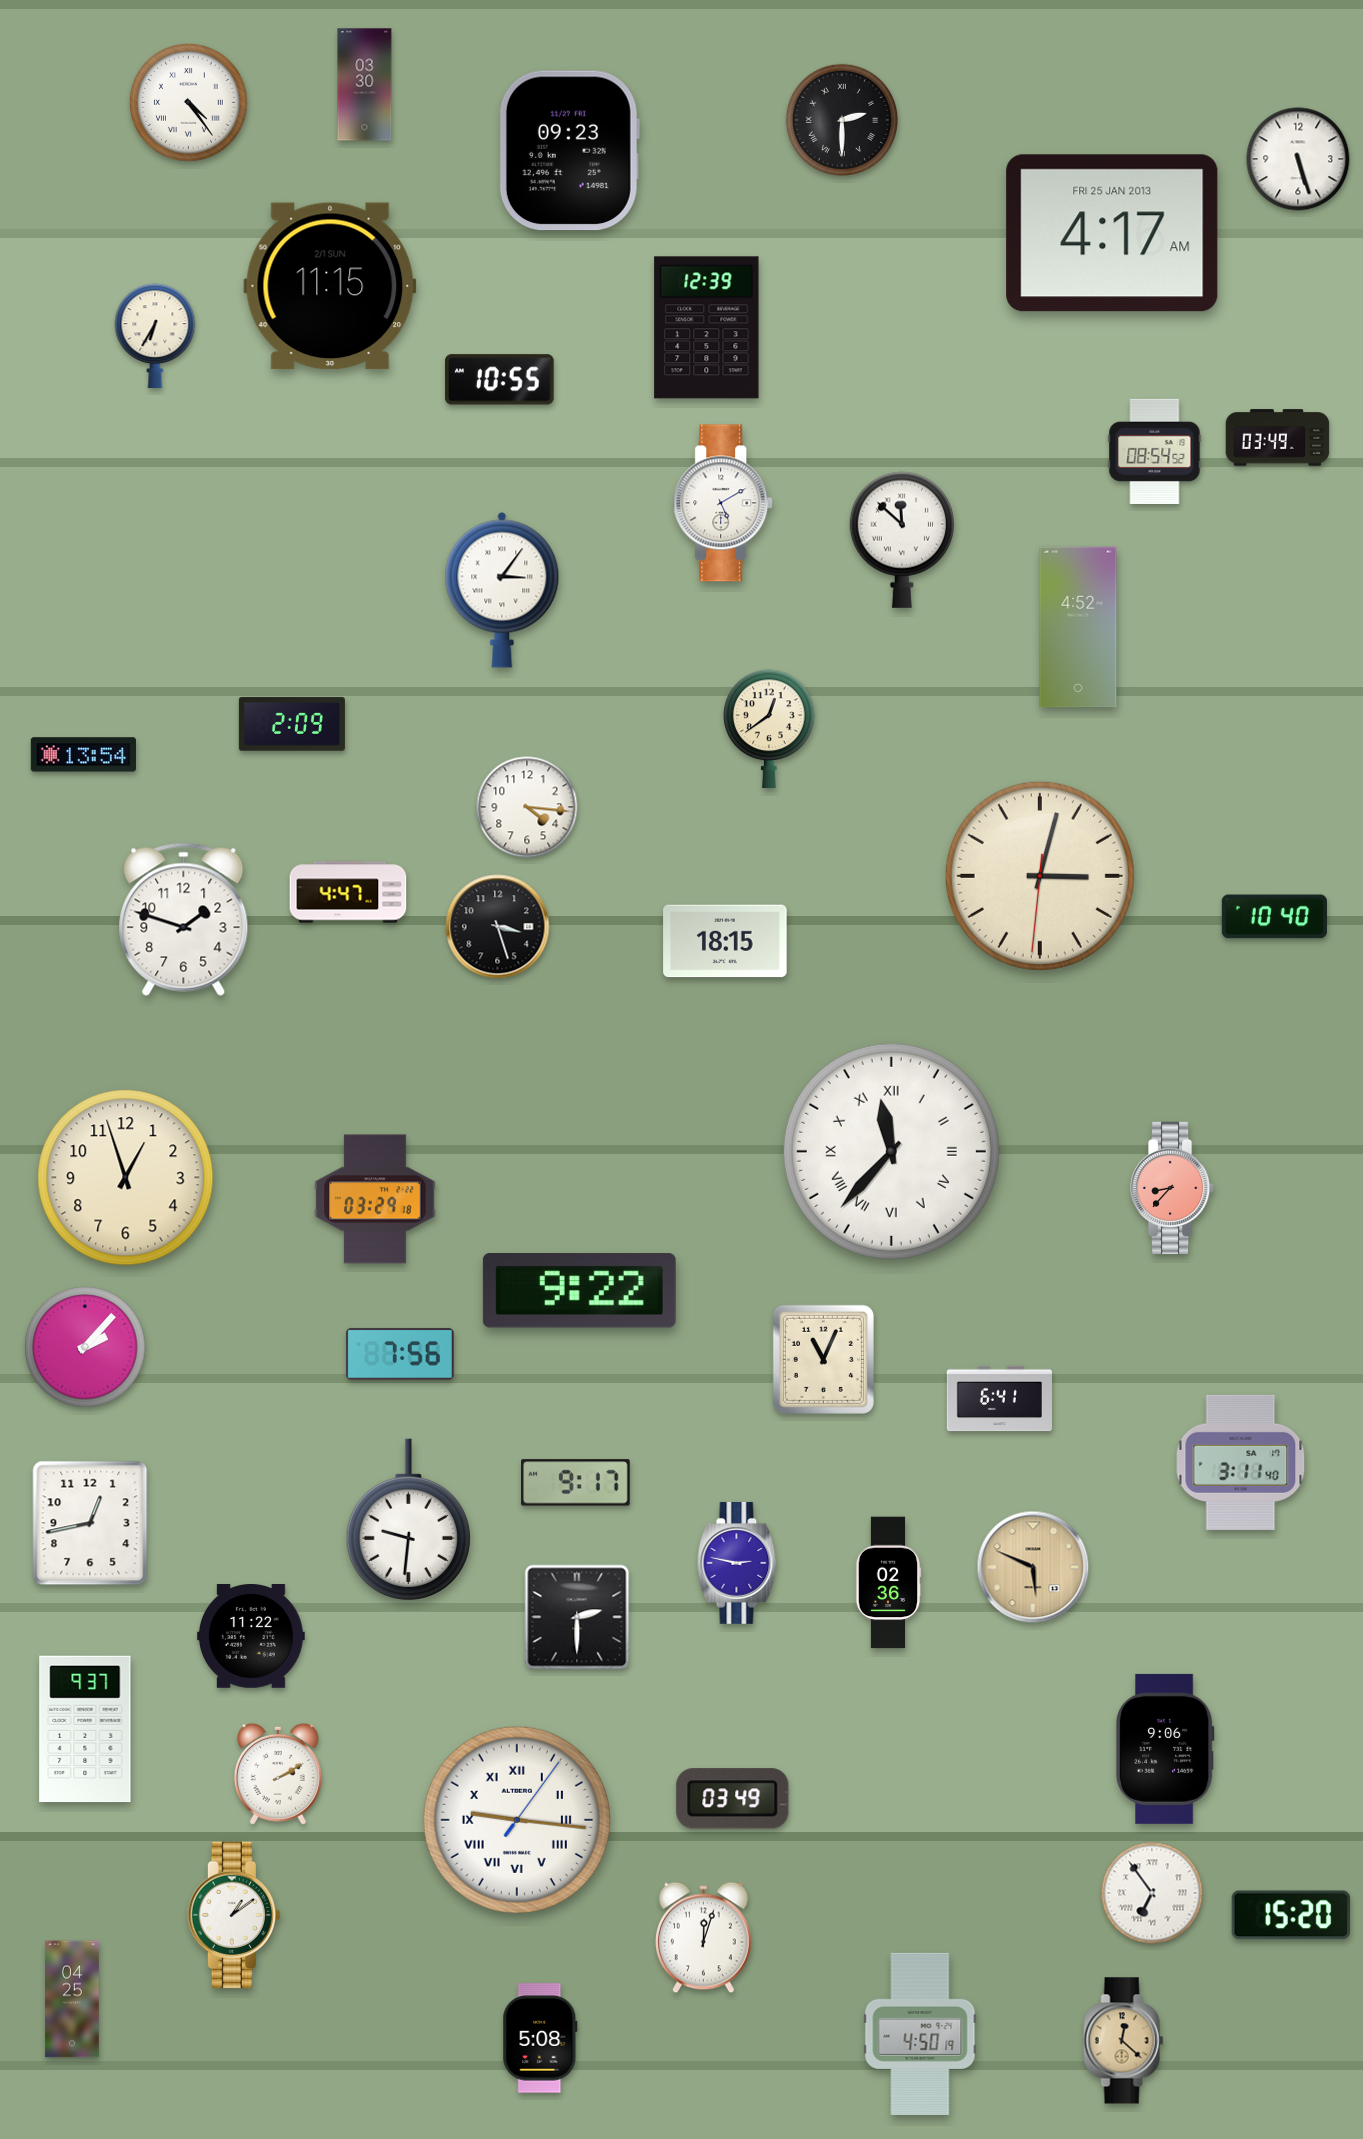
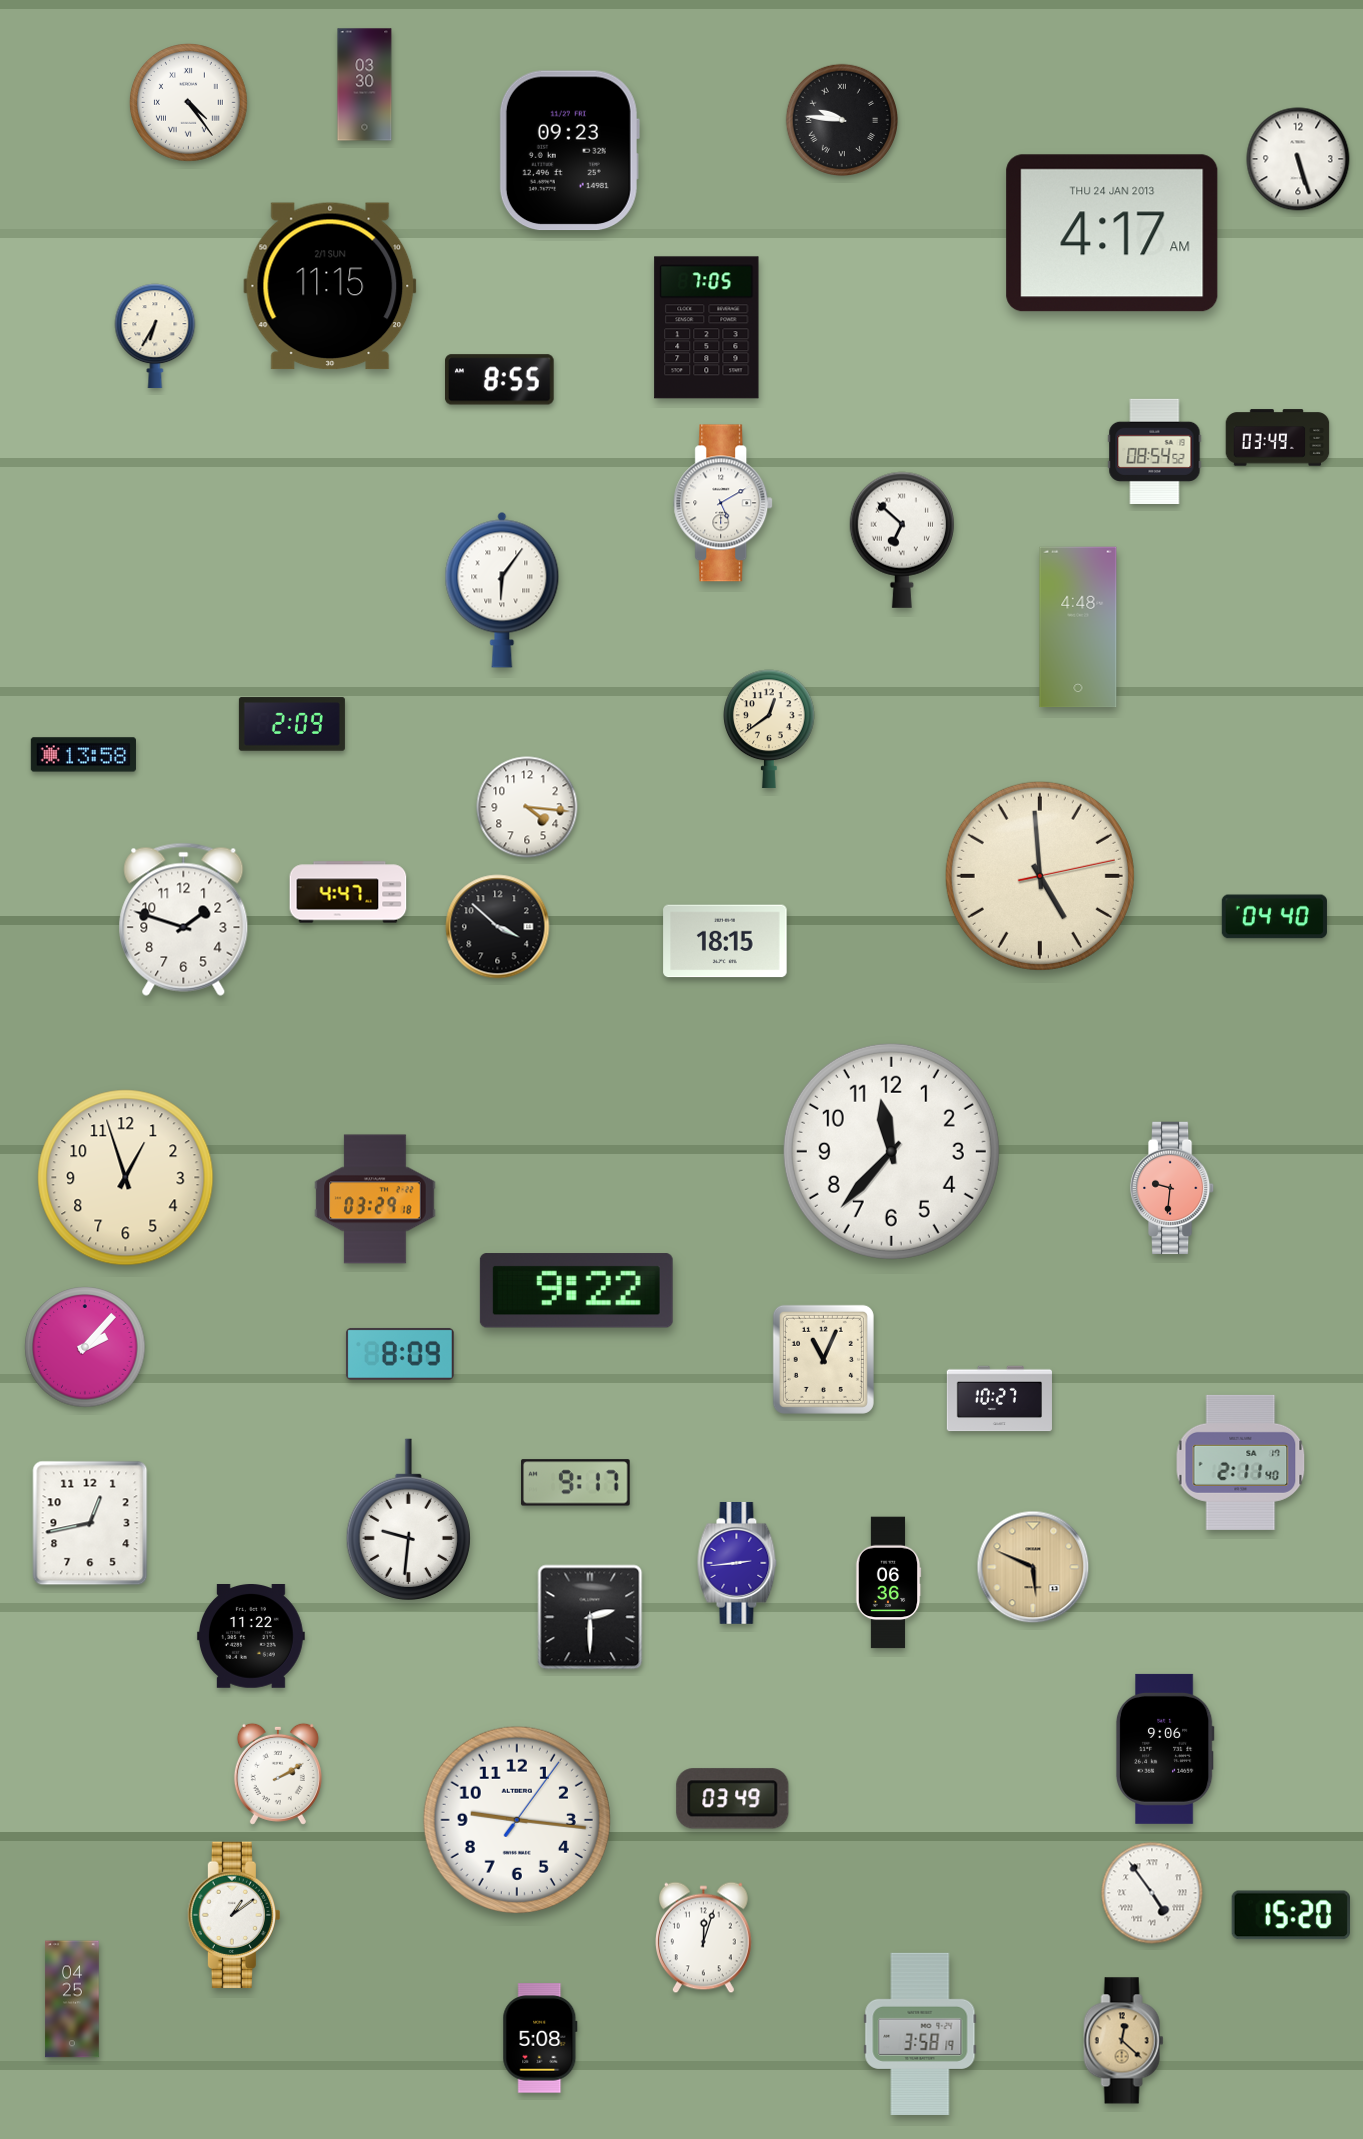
clock at (841, 119): 2:30 -> 9:46
clock at (1112, 233) date: FRI 25 JAN 2013 -> THU 24 JAN 2013
clock at (707, 328): 12:39 -> 7:05
clock at (500, 380): 10:55 -> 8:55
clock at (902, 540): 11:52 -> 6:52
clock at (502, 590): 3:06 -> 6:06
clock at (1078, 627): 4:52 -> 4:48
clock at (83, 755): 13:54 -> 13:58
clock at (1040, 876): 3:02 -> 4:59
clock at (1274, 917): 10:40 -> 04:40
clock at (498, 927): 3:27 -> 3:52
clock at (891, 1151) numerals: Roman -> Arabic
clock at (1172, 1188): 8:37 -> 9:31
clock at (579, 1291) position: (579, 1291) -> (576, 1291)
clock at (400, 1354): 7:56 -> 8:09
clock at (999, 1399): 6:41 -> 10:27
clock at (1241, 1462): 3:11 -> 2:11
clock at (737, 1563): 2:47 -> 2:44
clock at (888, 1583): 02:36 -> 06:36
clock at (577, 1617) position: (577, 1617) -> (590, 1617)
clock at (85, 1729): 9:37 -> none
clock at (517, 1820) numerals: Roman -> Arabic
clock at (1152, 1893): 6:54 -> 4:54
clock at (920, 2034): 4:50 -> 3:58
